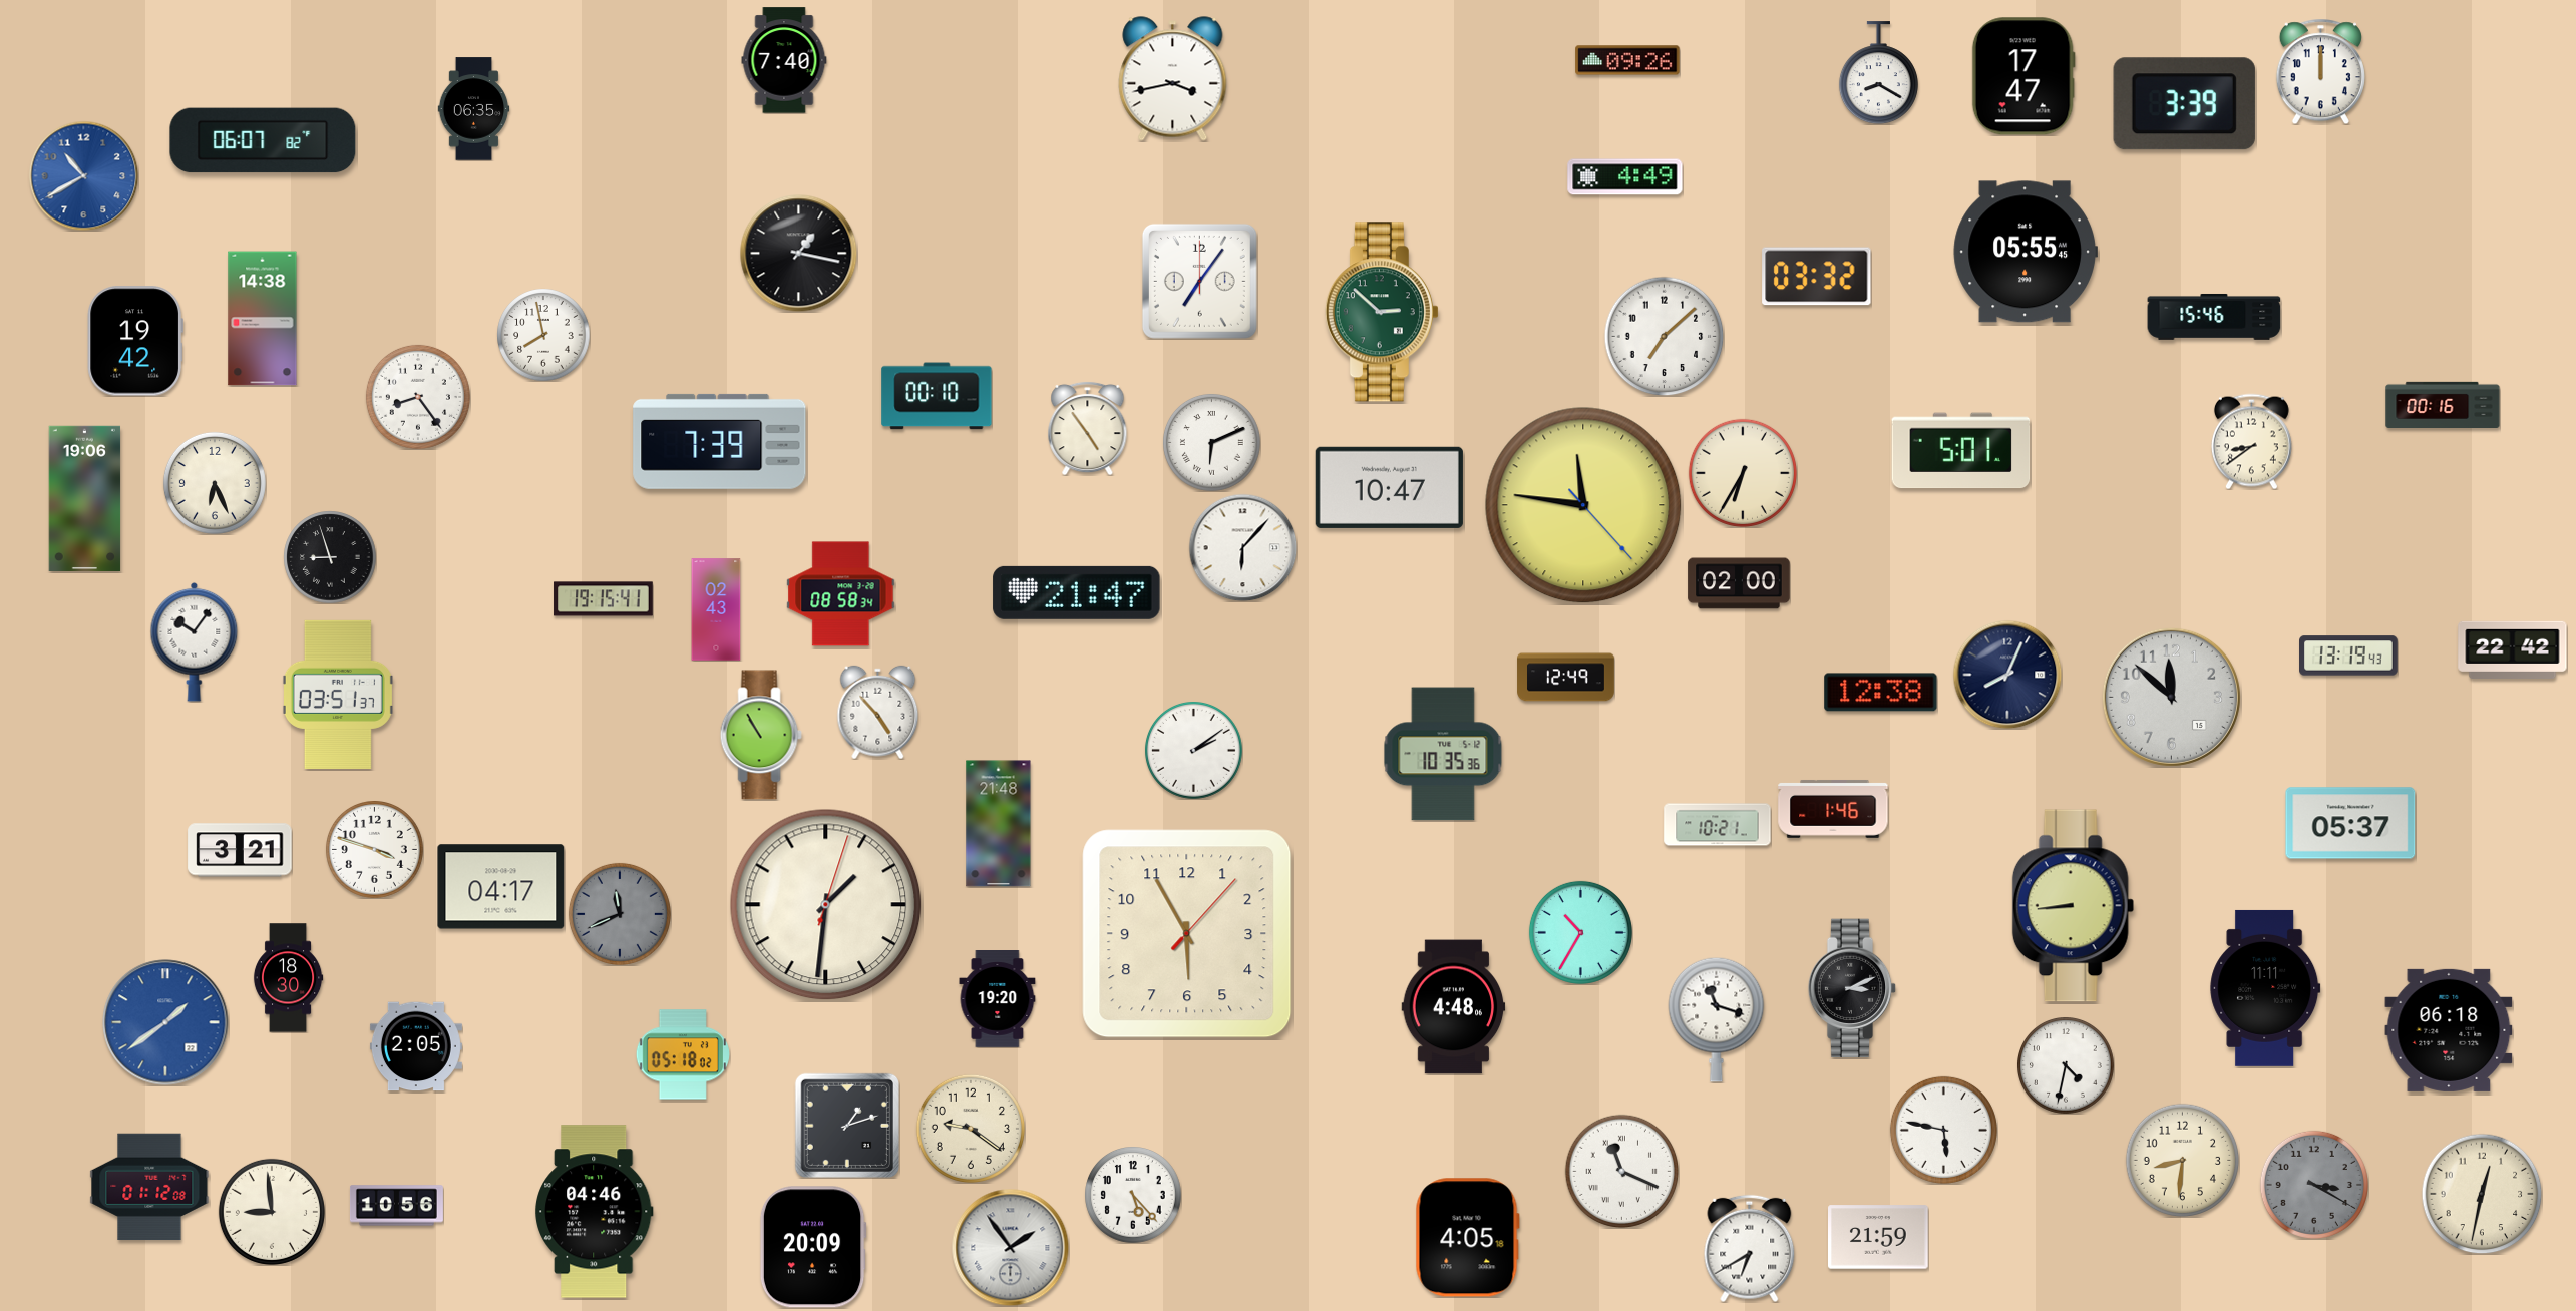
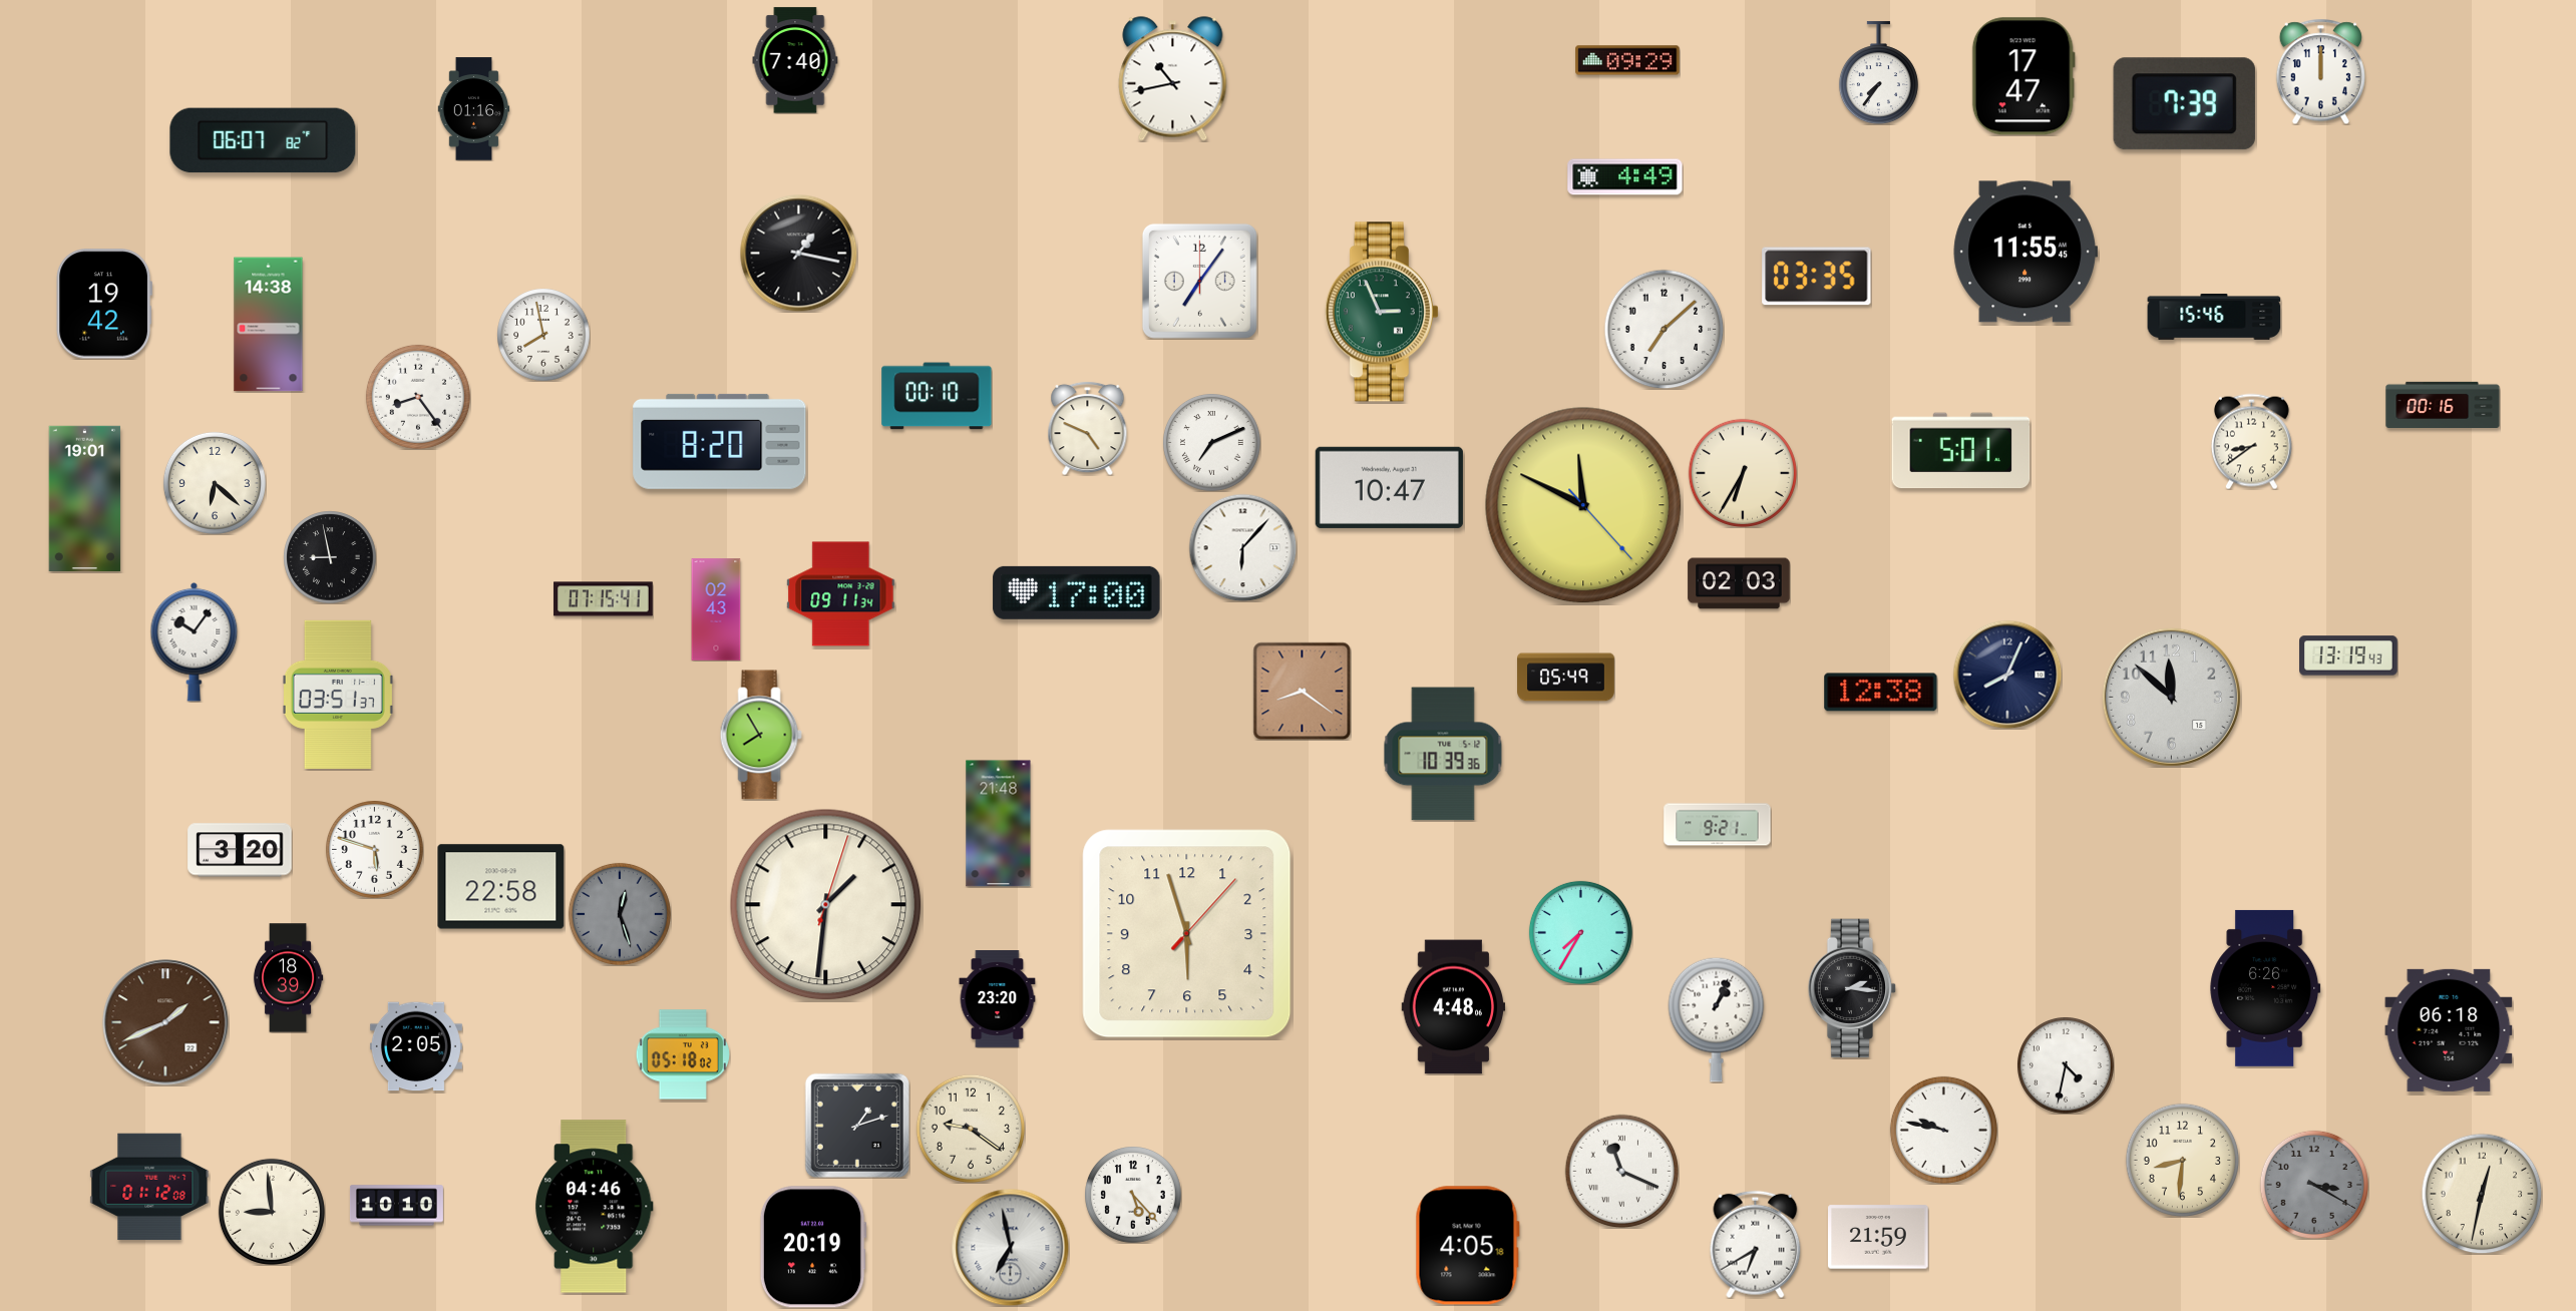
clock at (784, 60) position: (784, 60) -> (795, 60)
clock at (1627, 60): 09:26 -> 09:29
clock at (1878, 73): 8:20 -> 7:36
clock at (1173, 79): 3:43 -> 10:43
clock at (2184, 104): 3:39 -> 7:39
clock at (474, 109): 06:35 -> 01:16
clock at (83, 175): 10:40 -> none
clock at (2026, 252): 05:55 -> 11:55
clock at (1817, 277): 03:32 -> 03:35
clock at (1382, 312): 2:52 -> 2:56
clock at (263, 319) position: (263, 319) -> (269, 325)
clock at (1664, 336) position: (1664, 336) -> (1664, 329)
clock at (135, 341) position: (135, 341) -> (104, 304)
clock at (1088, 428): 4:54 -> 4:49
clock at (720, 441): 7:39 -> 8:20
clock at (1211, 442): 6:11 -> 7:11
clock at (215, 483): 6:26 -> 6:22
clock at (85, 498): 19:06 -> 19:01
clock at (1583, 505): 11:46 -> 11:49
clock at (330, 557): 8:57 -> 8:58
clock at (1739, 583): 02:00 -> 02:03
clock at (1077, 592): 21:47 -> 17:00
clock at (841, 594): 08:58 -> 09:11
clock at (604, 599): 19:15 -> 07:15
clock at (2513, 649): 22:42 -> none
clock at (1566, 678): 12:49 -> 05:49
clock at (1302, 691): none -> 8:21
clock at (878, 712): 4:53 -> none
clock at (761, 735): 10:55 -> 7:55
clock at (1193, 750): 2:09 -> none
clock at (1443, 754): 10:35 -> 10:39
clock at (1833, 809): 1:46 -> none
clock at (2350, 823): 05:37 -> none
clock at (1718, 825): 10:21 -> 9:21
clock at (374, 849): 3:48 -> 5:48
clock at (240, 850): 3:21 -> 3:20
clock at (501, 887): 04:17 -> 22:58
clock at (2073, 906): 8:44 -> none
clock at (620, 914): 11:41 -> 12:27
clock at (1580, 932): 10:35 -> 7:35
clock at (1187, 934): 5:55 -> 5:57
clock at (288, 978): 18:30 -> 18:39
clock at (1852, 988): 3:11 -> 2:16
clock at (2265, 988): 11:11 -> 6:26
clock at (998, 999): 19:20 -> 23:20
clock at (1717, 1019): 11:18 -> 1:04
clock at (165, 1022): 1:39 -> 1:41
clock at (165, 1022) dial: blue -> brown
clock at (847, 1126) position: (847, 1126) -> (857, 1126)
clock at (1943, 1130): 5:47 -> 9:47
clock at (396, 1206): 10:56 -> 10:10
clock at (595, 1212) position: (595, 1212) -> (595, 1207)
clock at (1467, 1238) position: (1467, 1238) -> (1467, 1246)
clock at (813, 1247): 20:09 -> 20:19
clock at (1010, 1247): 1:54 -> 6:58
clock at (1750, 1248) position: (1750, 1248) -> (1756, 1244)
